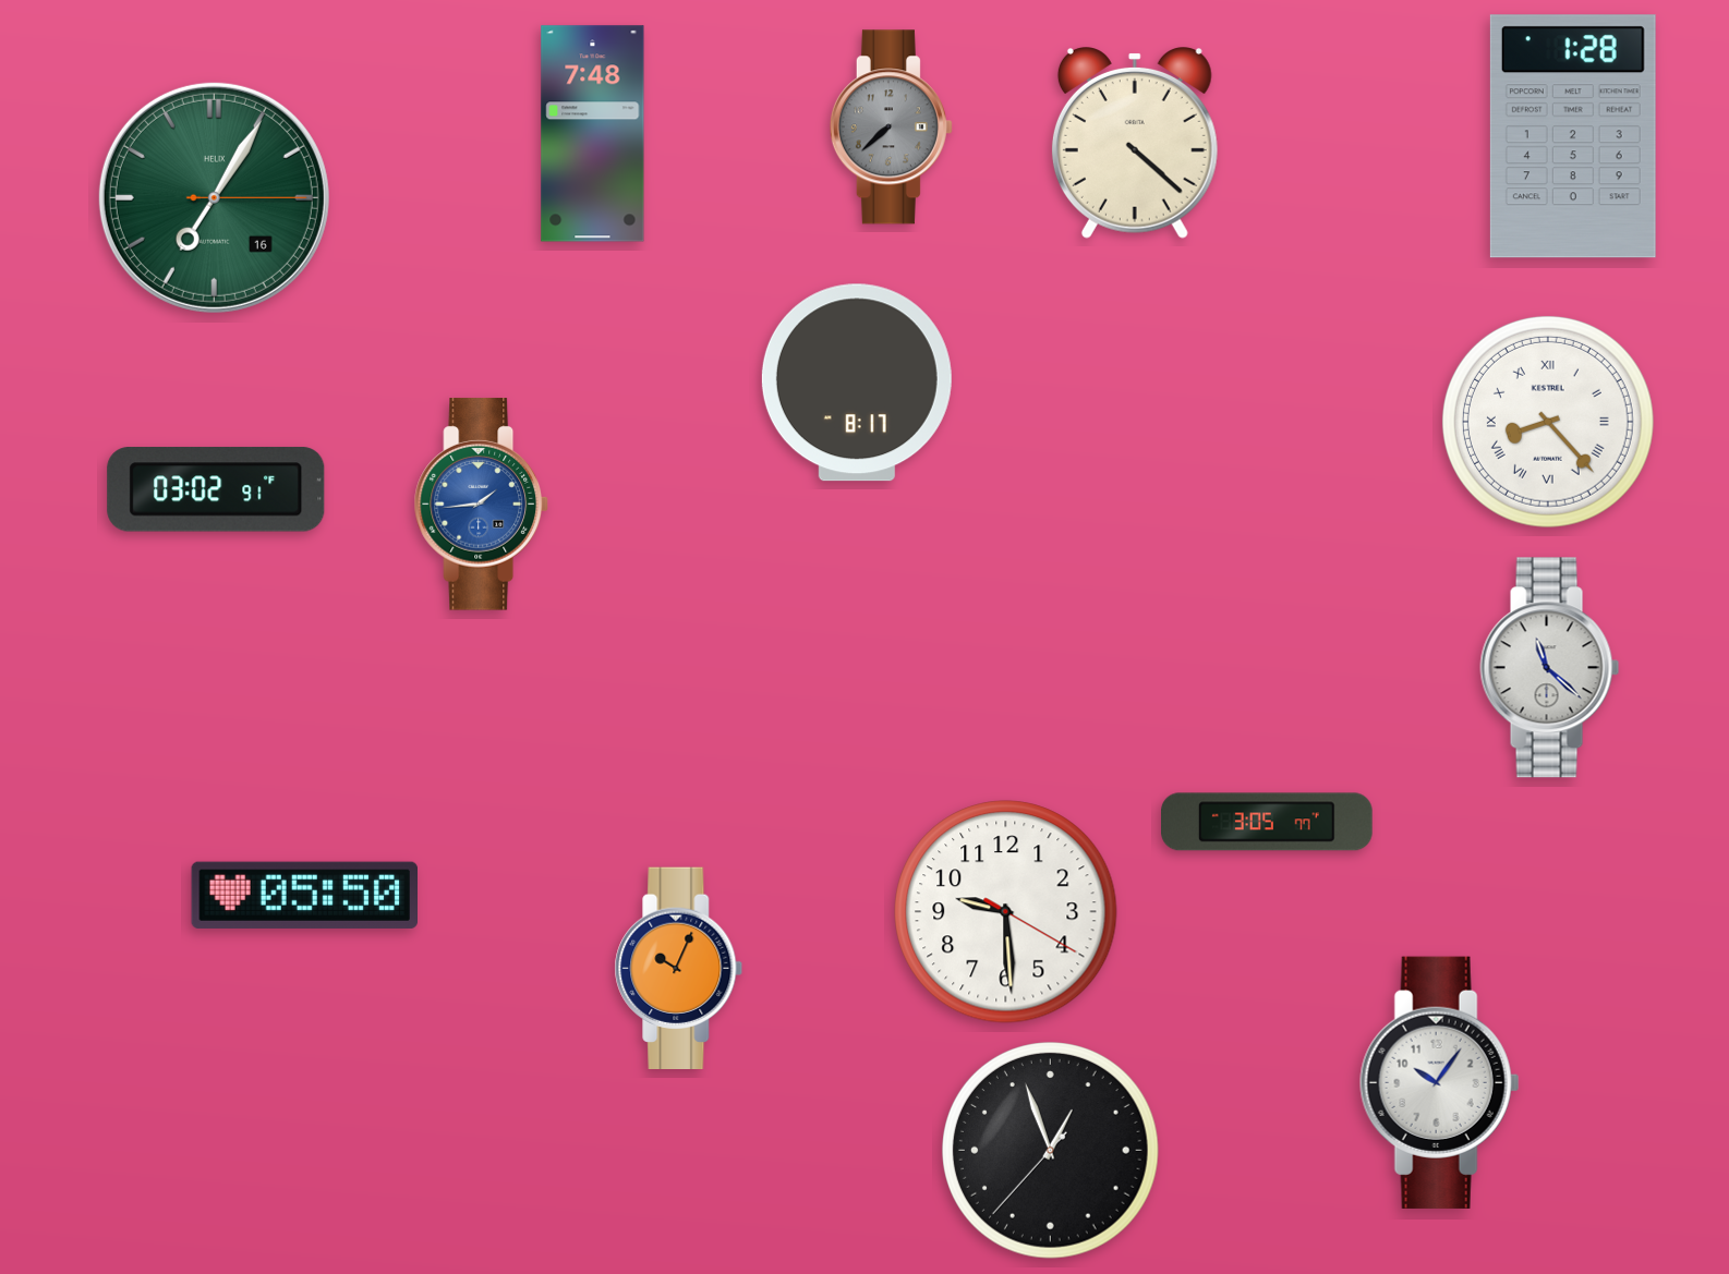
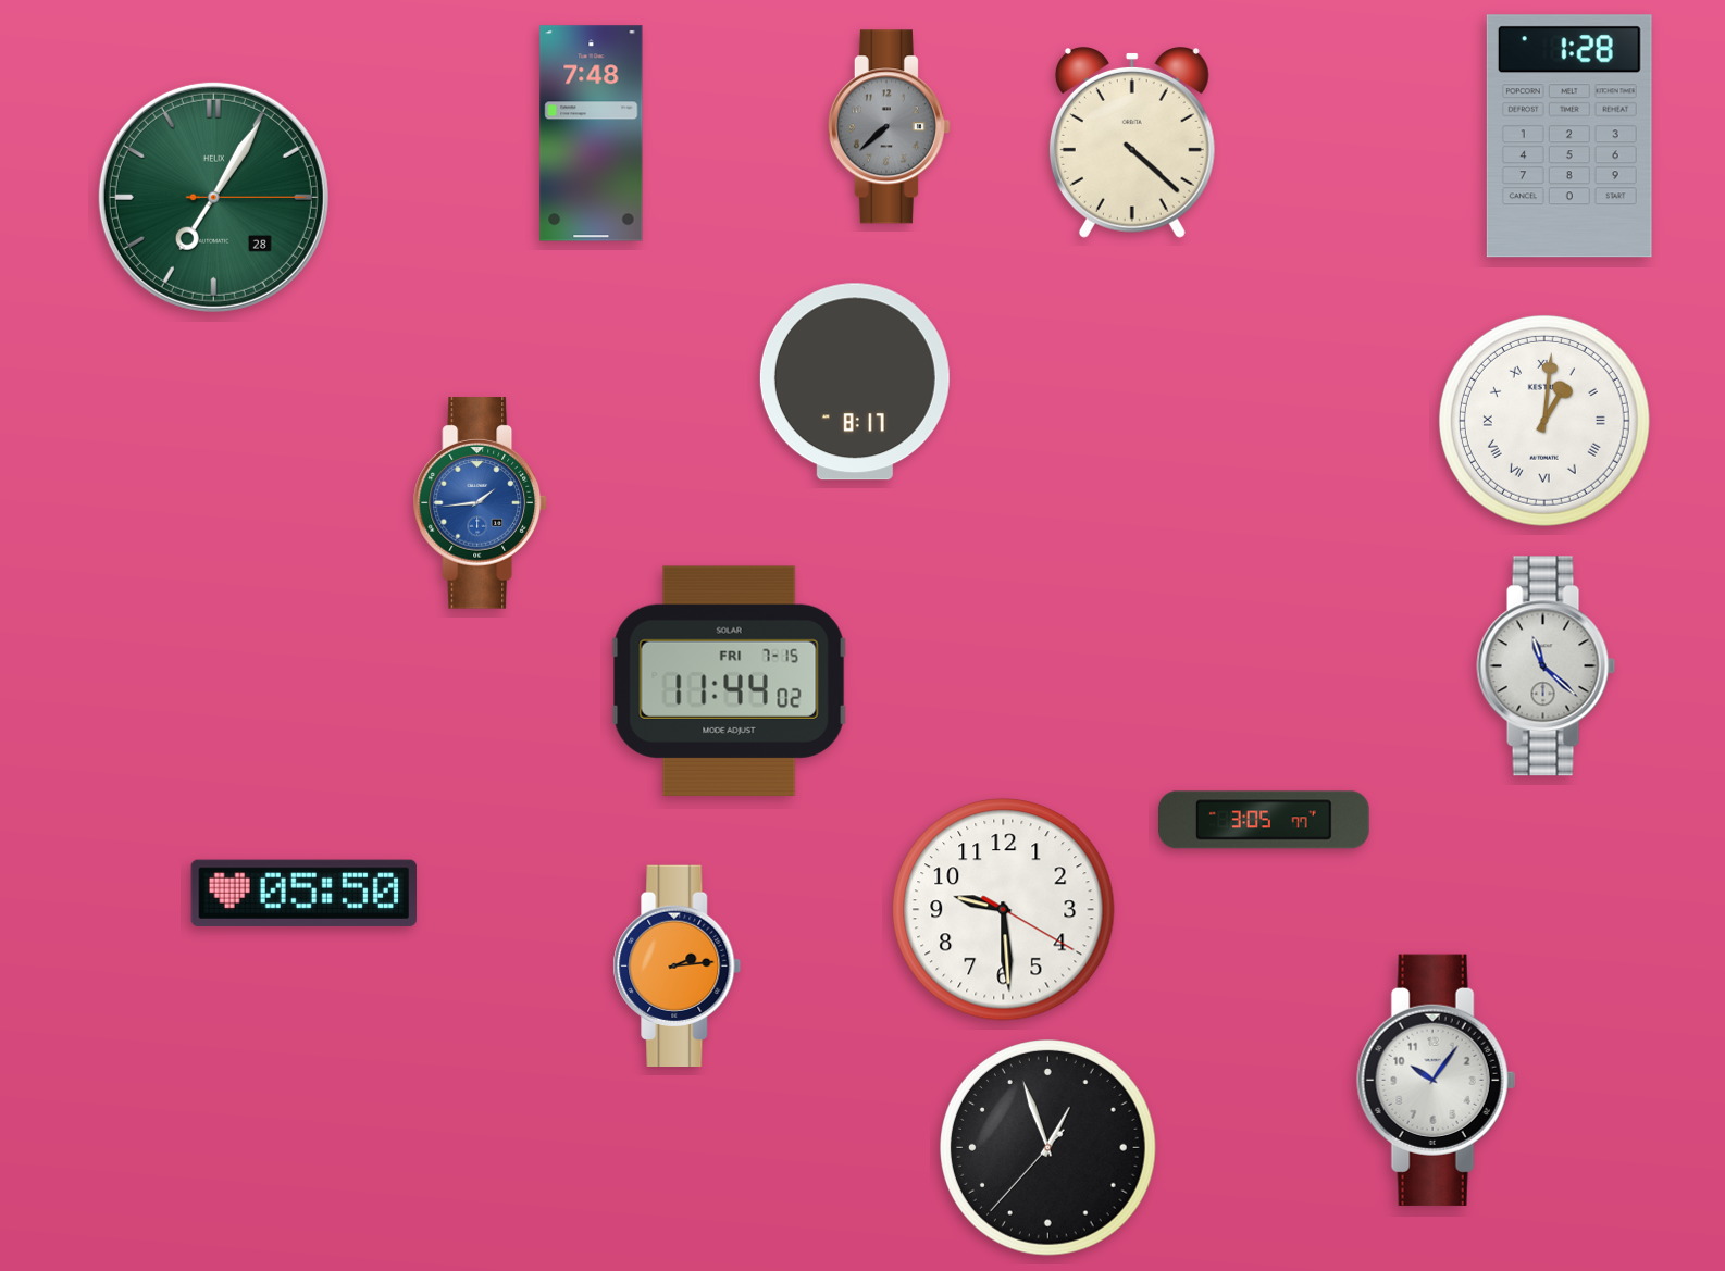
clock at (214, 197) date: 16 -> 28
clock at (1548, 422): 8:23 -> 1:01
clock at (216, 490): 03:02 -> none
clock at (729, 681): none -> 11:44
clock at (679, 968): 10:04 -> 2:14
